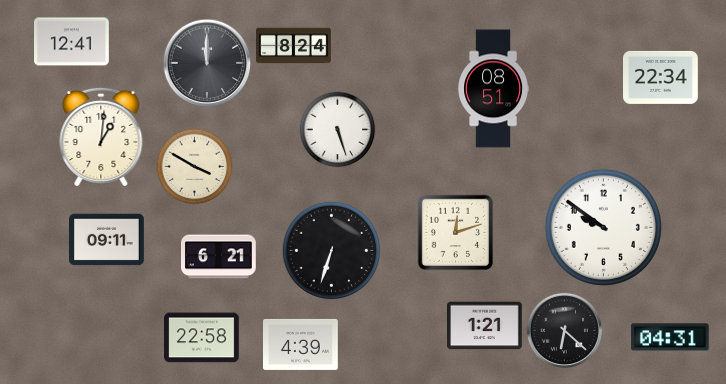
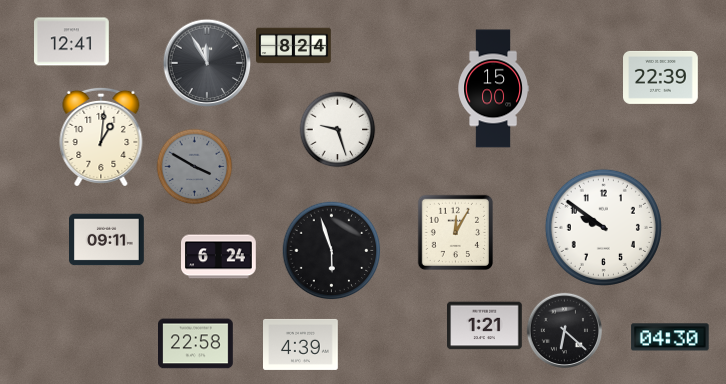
clock at (207, 63): 12:00 -> 11:55
clock at (661, 77): 22:34 -> 22:39
clock at (493, 89): 08:51 -> 15:00
clock at (338, 130): 5:27 -> 9:27
clock at (195, 167) dial: cream -> grey
clock at (455, 232): 12:12 -> 12:05
clock at (332, 251): 6:33 -> 5:57
clock at (219, 257): 6:21 -> 6:24
clock at (670, 337): 04:31 -> 04:30
clock at (202, 338) position: (202, 338) -> (196, 344)
